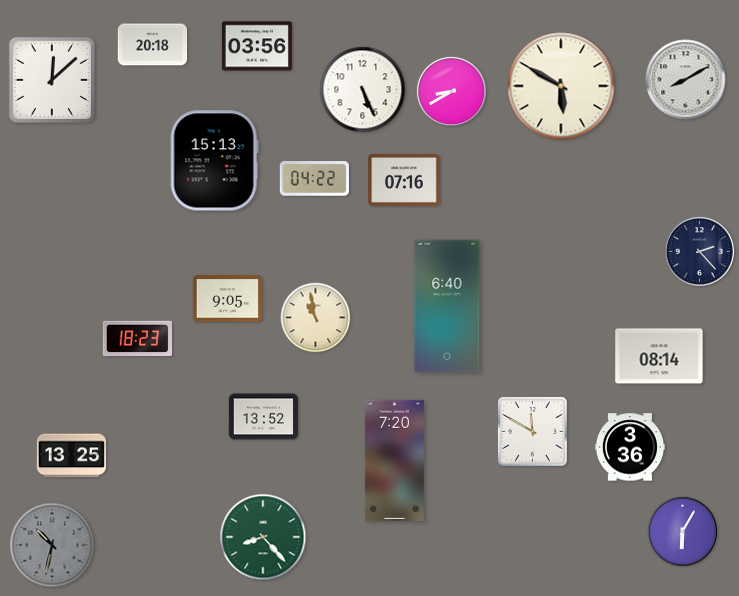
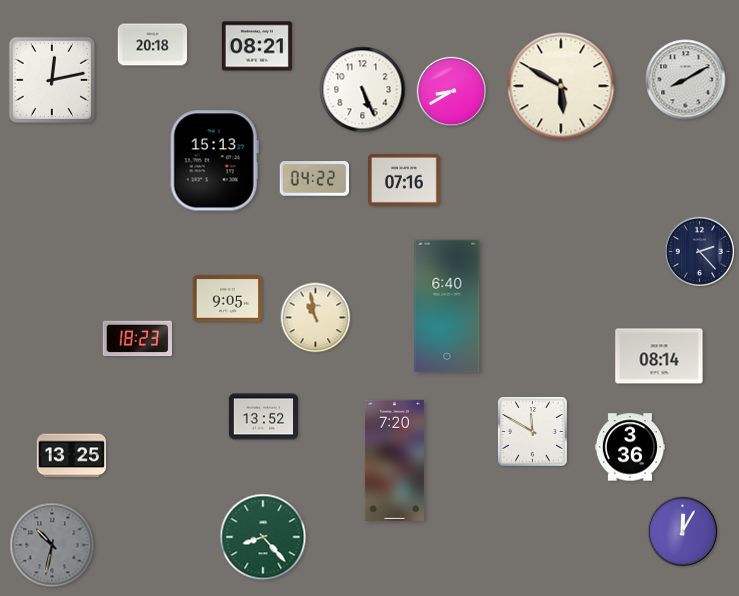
clock at (257, 46): 03:56 -> 08:21
clock at (52, 80): 12:08 -> 12:13
clock at (682, 531): 6:05 -> 12:05
